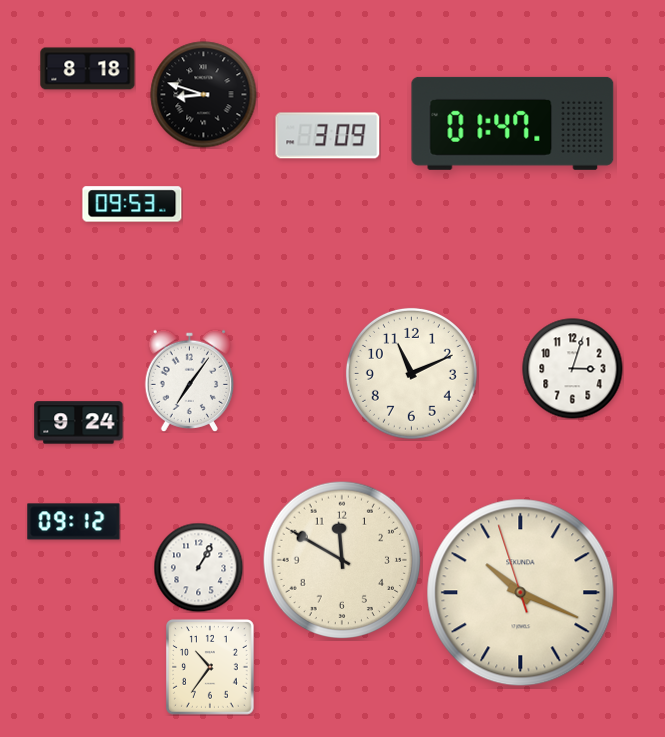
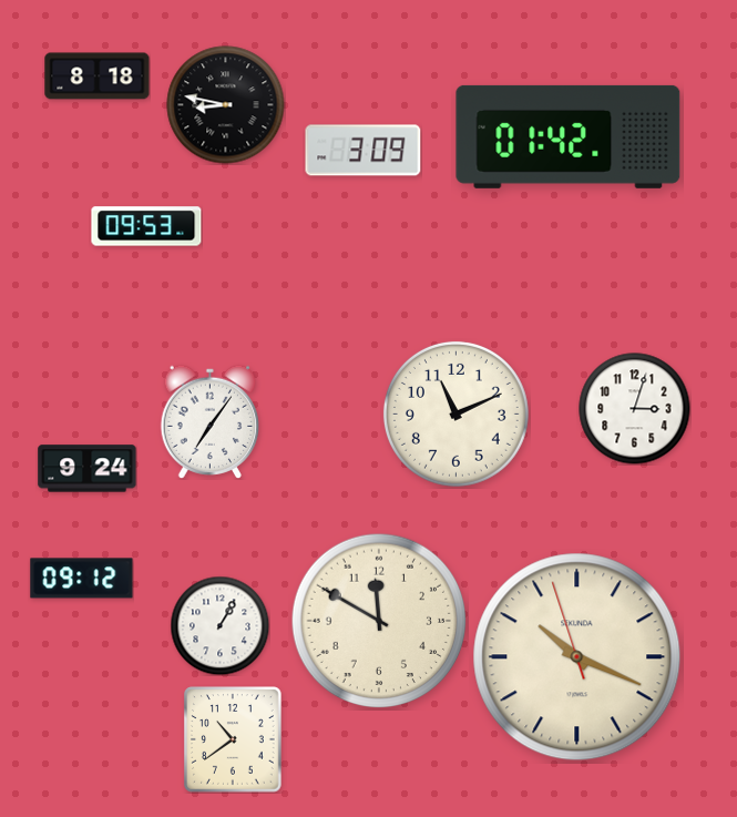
clock at (204, 95): 8:48 -> 8:47
clock at (513, 123): 01:47 -> 01:42
clock at (198, 567) position: (198, 567) -> (219, 625)
clock at (210, 667): 10:36 -> 10:39
